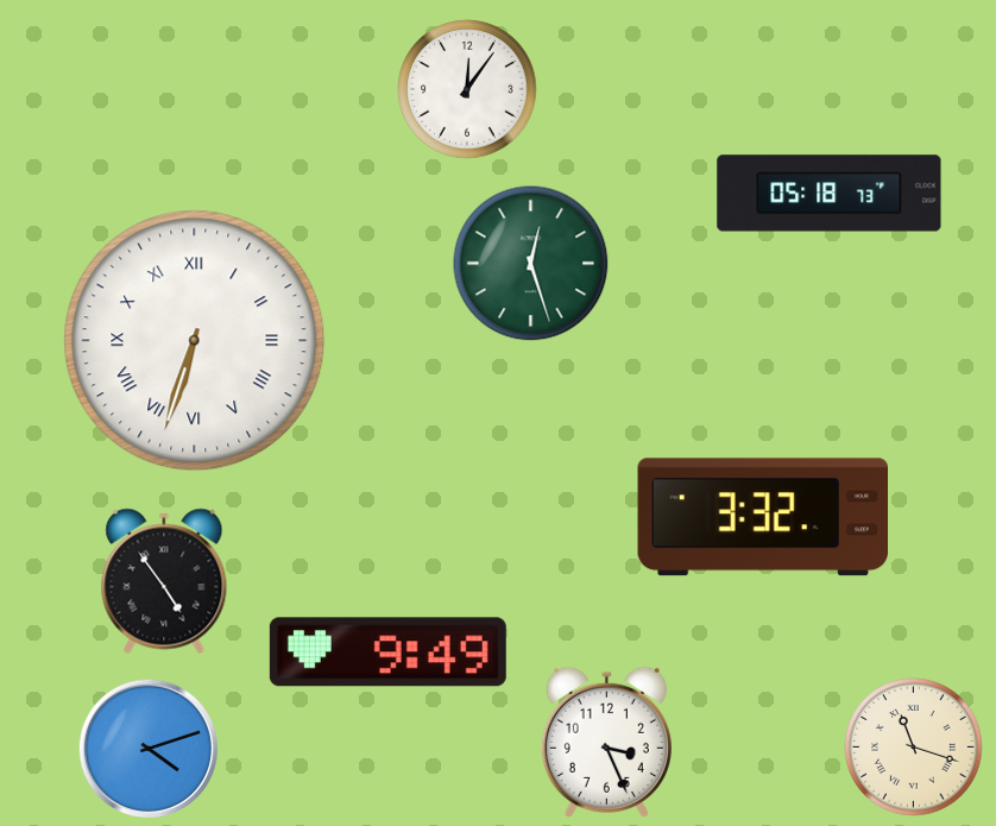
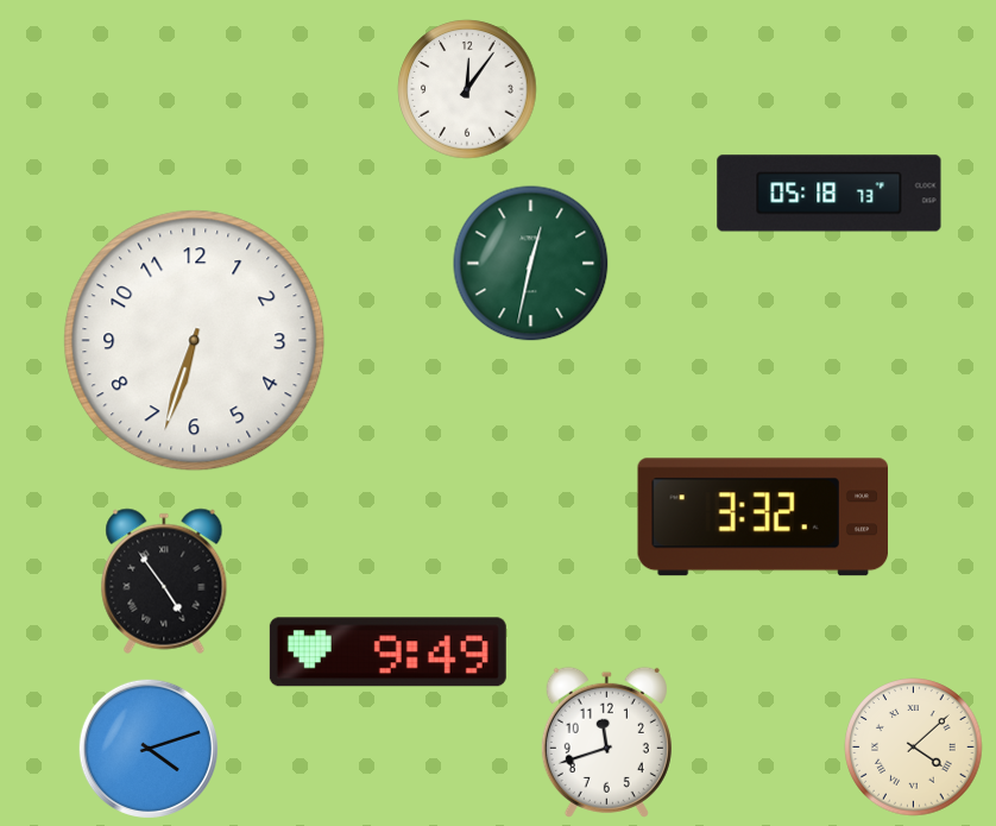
clock at (531, 264): 12:27 -> 12:32
clock at (195, 341) numerals: Roman -> Arabic
clock at (606, 742): 3:26 -> 11:42
clock at (914, 748): 11:18 -> 4:08
